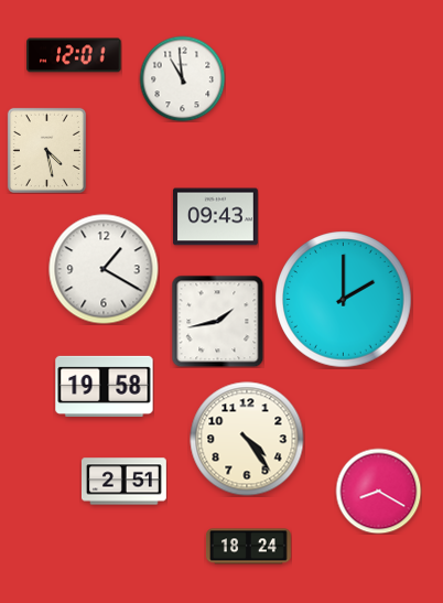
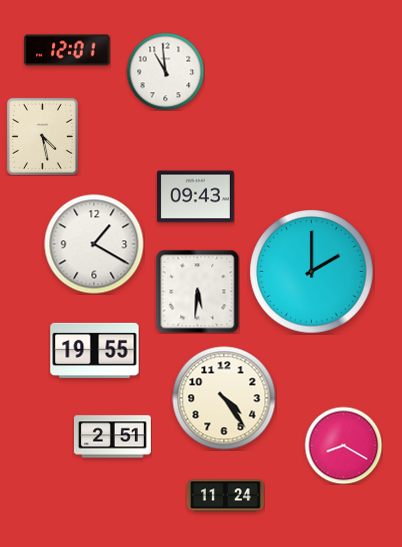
clock at (217, 321): 1:43 -> 5:31
clock at (105, 386): 19:58 -> 19:55
clock at (248, 547): 18:24 -> 11:24
